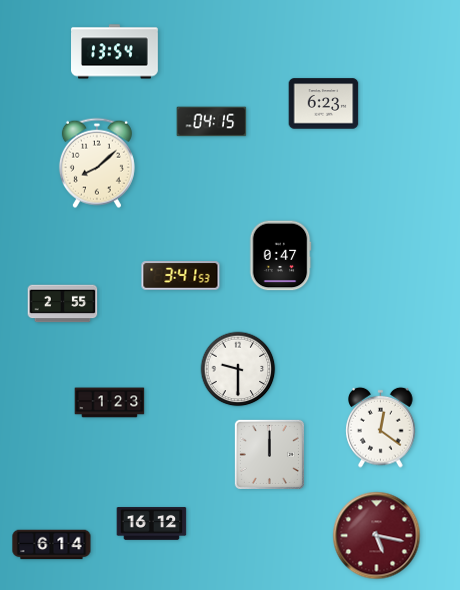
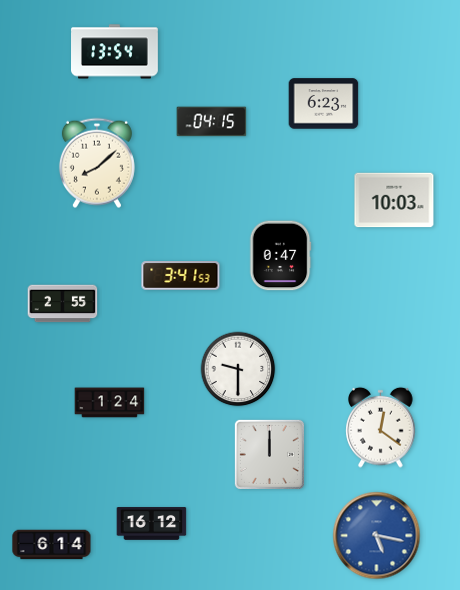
clock at (394, 200): none -> 10:03
clock at (110, 403): 1:23 -> 1:24
clock at (377, 536) dial: burgundy -> blue
